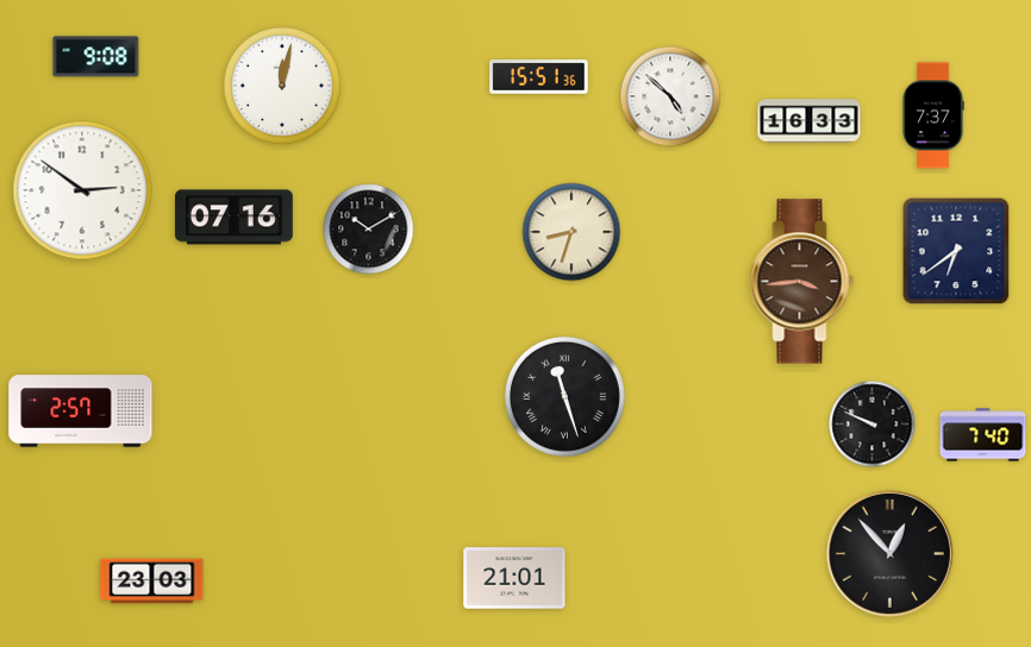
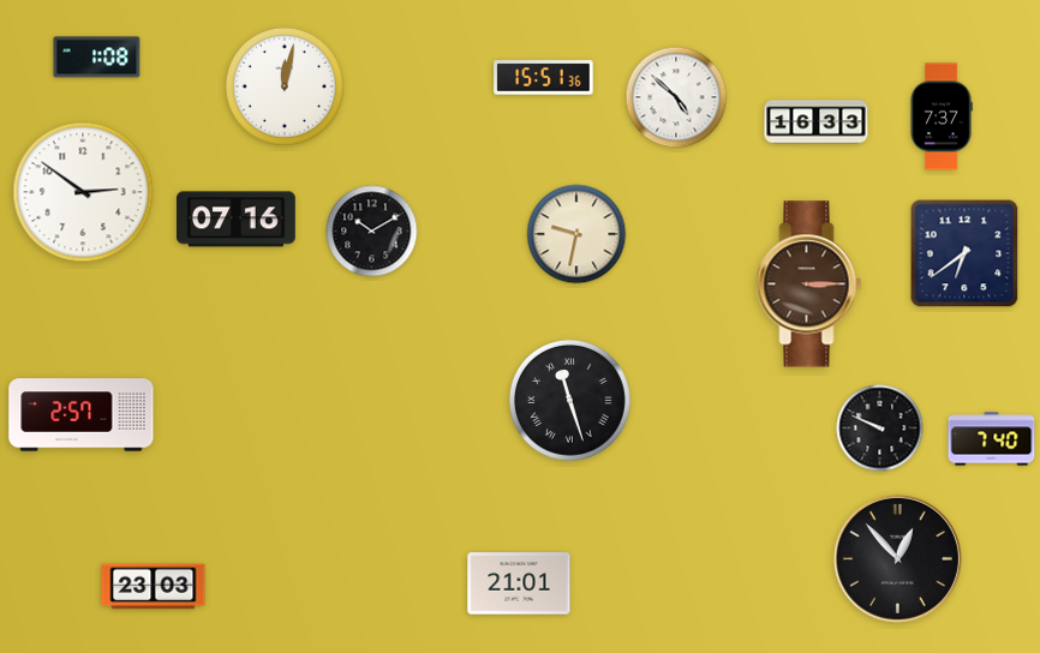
clock at (96, 57): 9:08 -> 1:08
clock at (571, 232): 8:33 -> 9:32
clock at (802, 282): 3:44 -> 3:15
